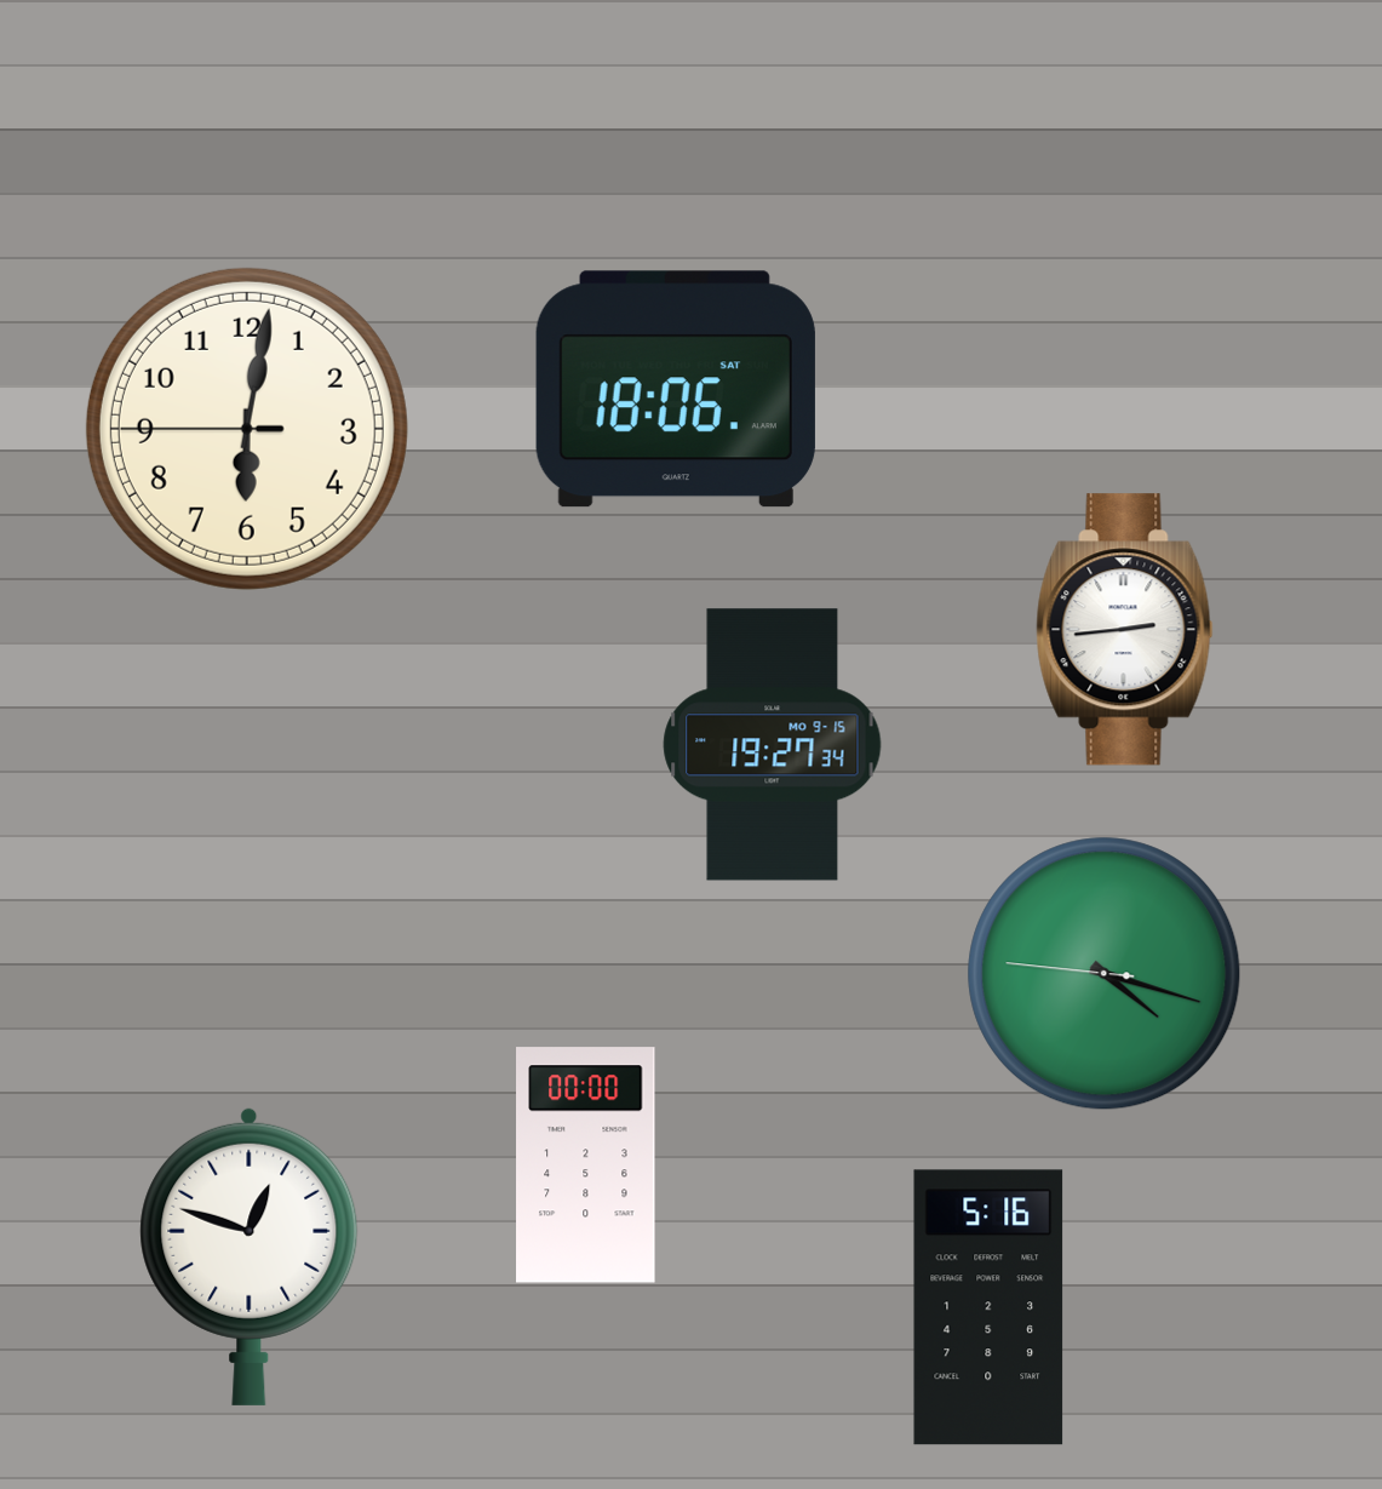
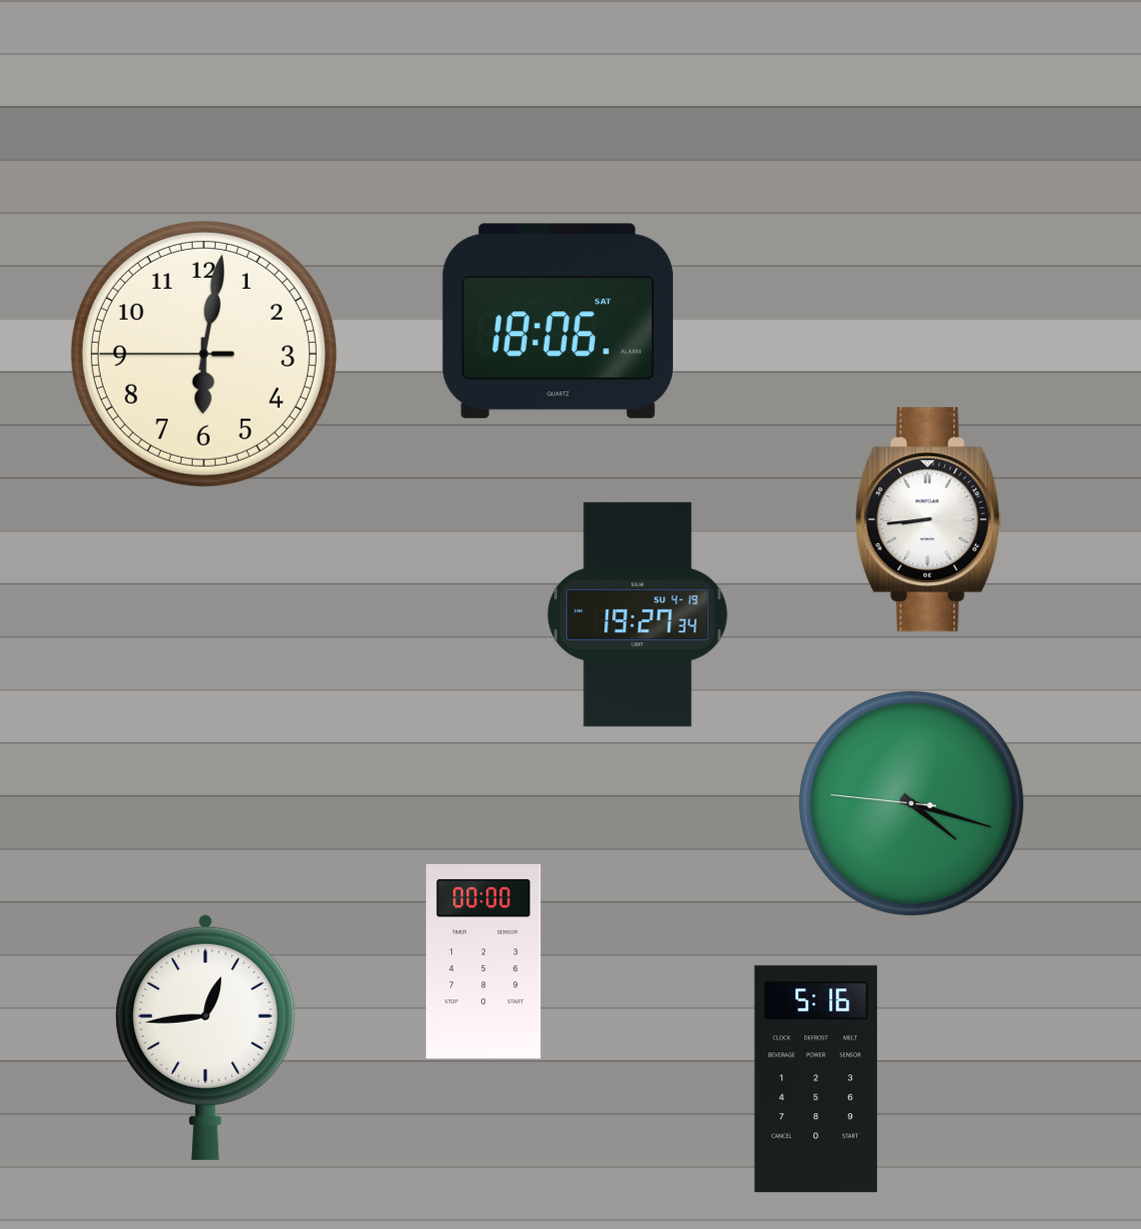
clock at (1125, 630): 2:44 -> 8:44
clock at (773, 745) date: MO 9-15 -> SU 4-19
clock at (250, 1256): 12:48 -> 12:44
